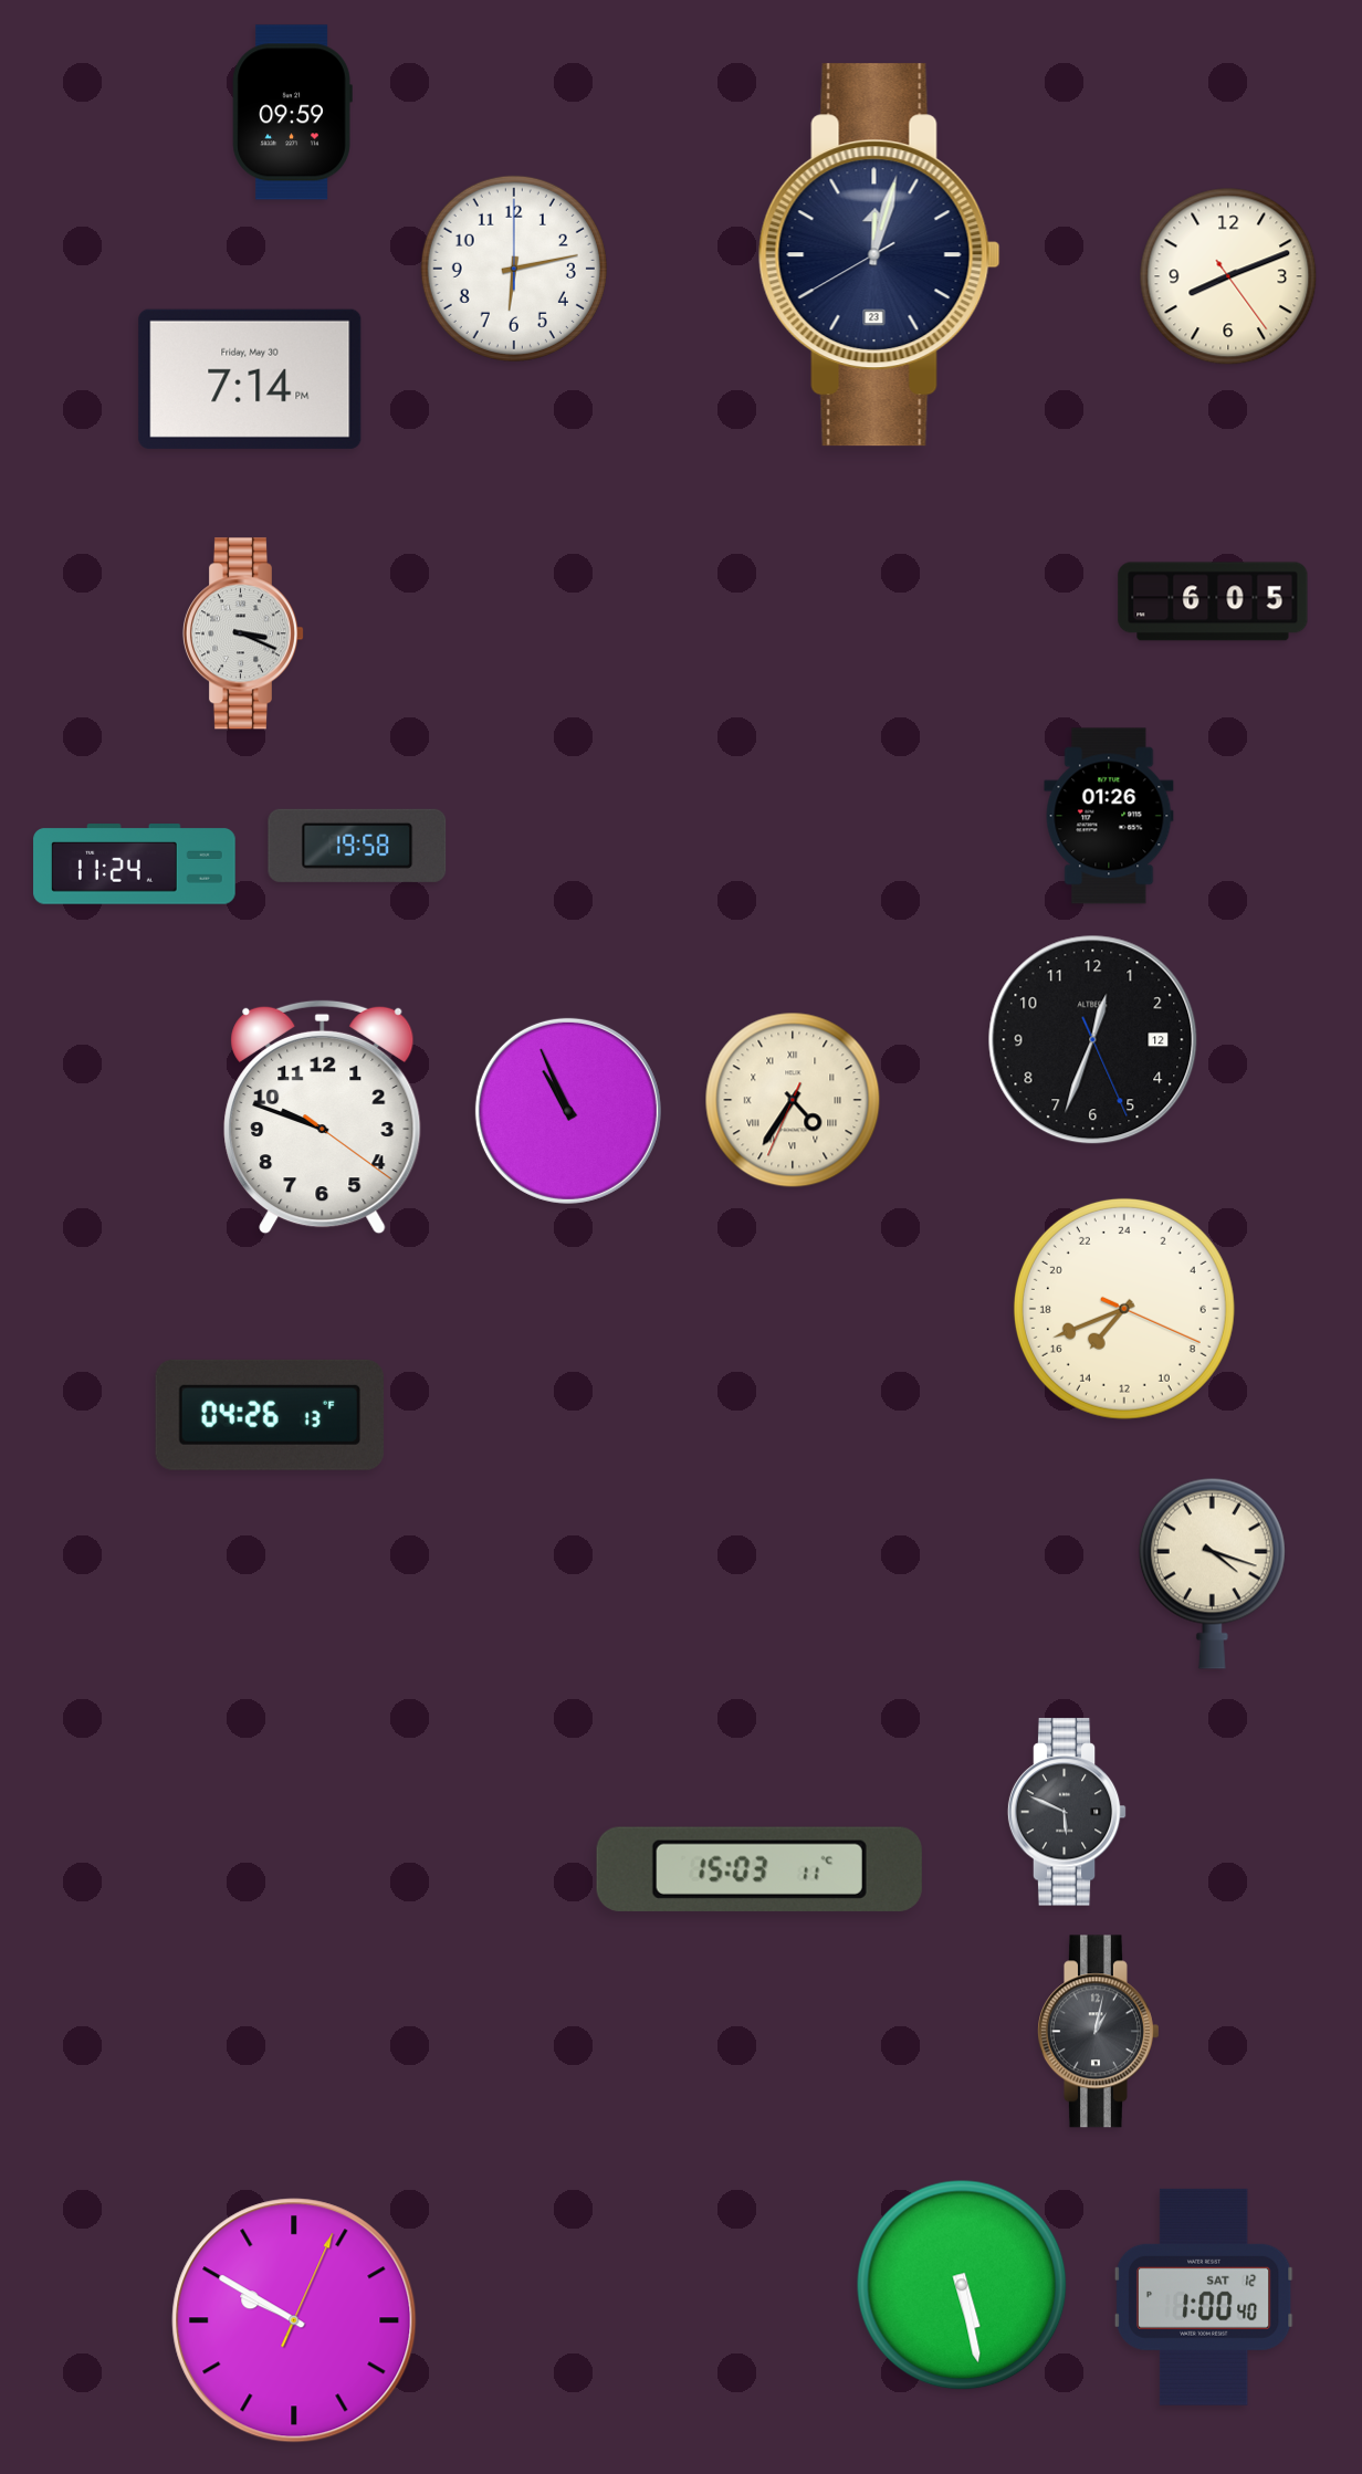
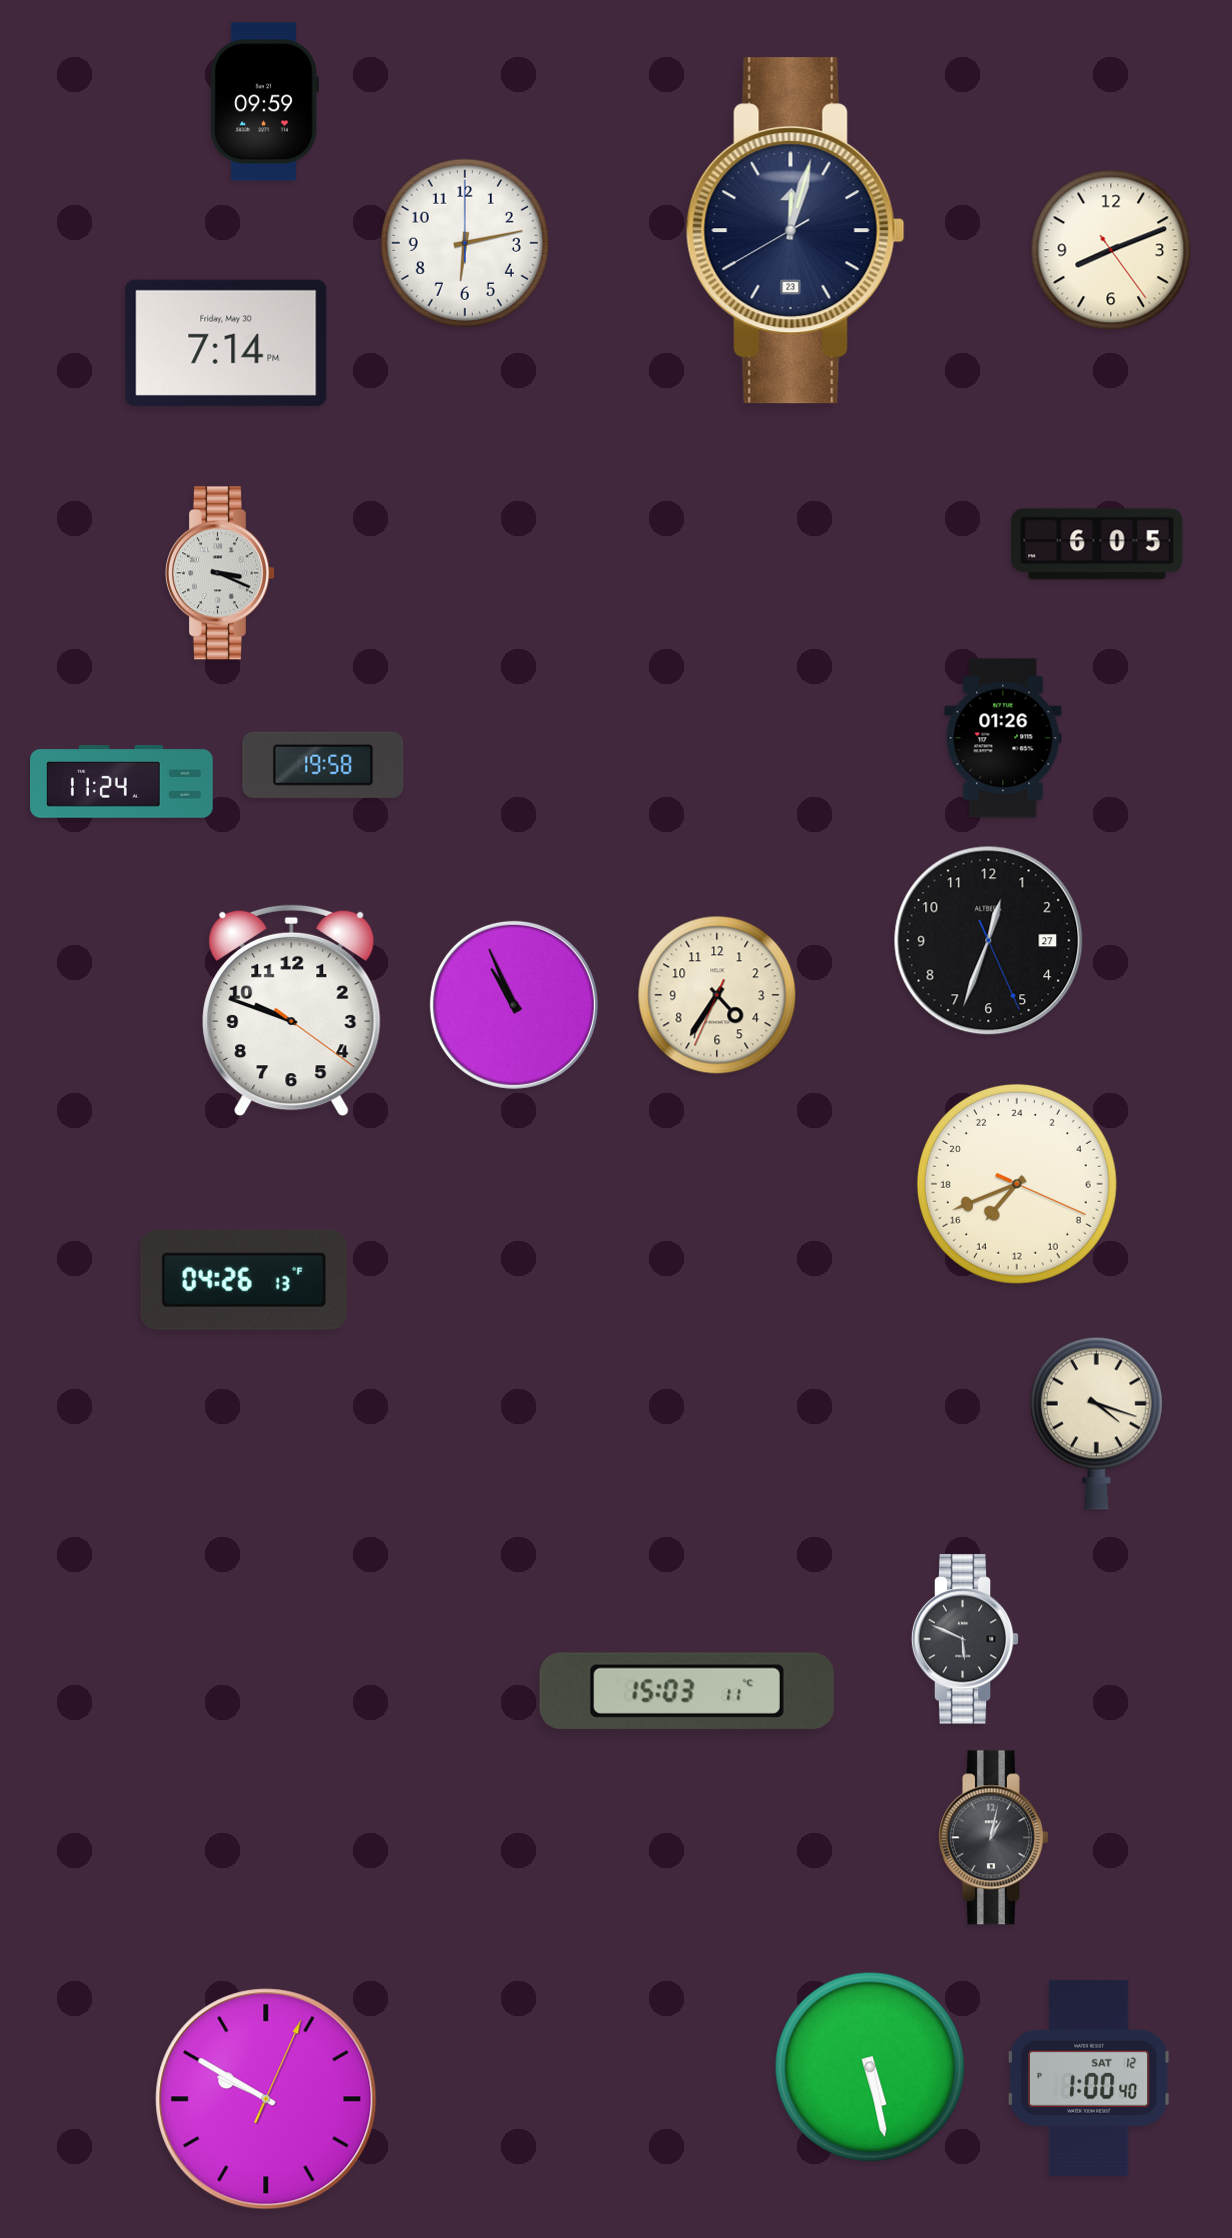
clock at (1093, 1040) date: 12 -> 27
clock at (793, 1100) numerals: Roman -> Arabic
